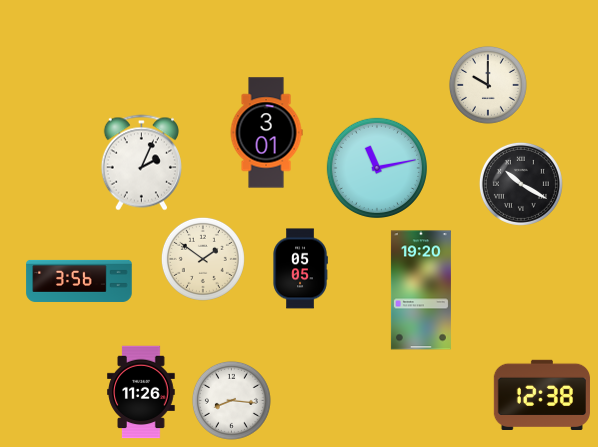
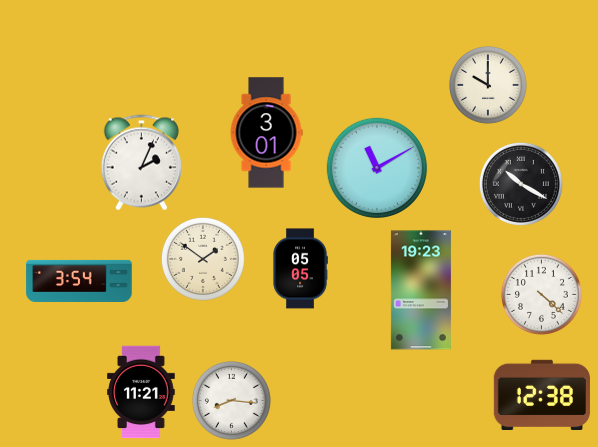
clock at (377, 168): 11:13 -> 11:10
clock at (79, 281): 3:56 -> 3:54
clock at (421, 290): 19:20 -> 19:23
clock at (541, 294): none -> 4:22
clock at (141, 392): 11:26 -> 11:21
